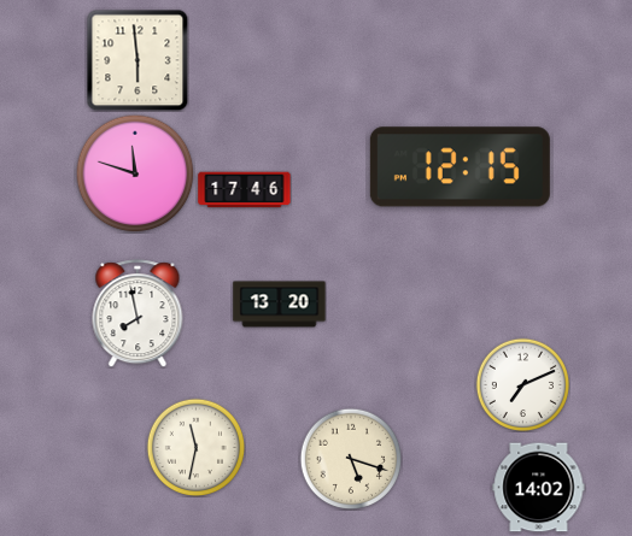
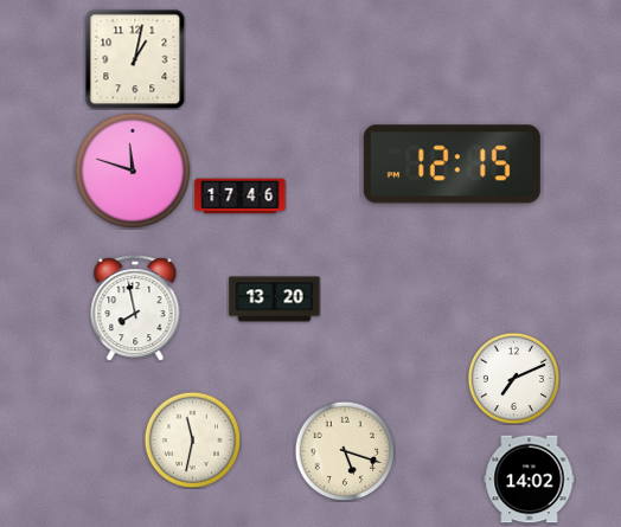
clock at (137, 60): 5:59 -> 1:02
clock at (245, 190) position: (245, 190) -> (241, 197)
